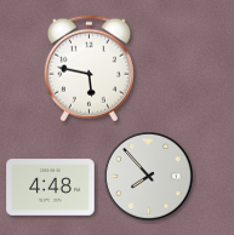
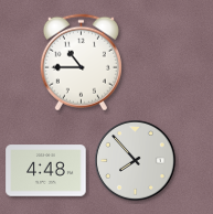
clock at (89, 69): 5:47 -> 10:45
